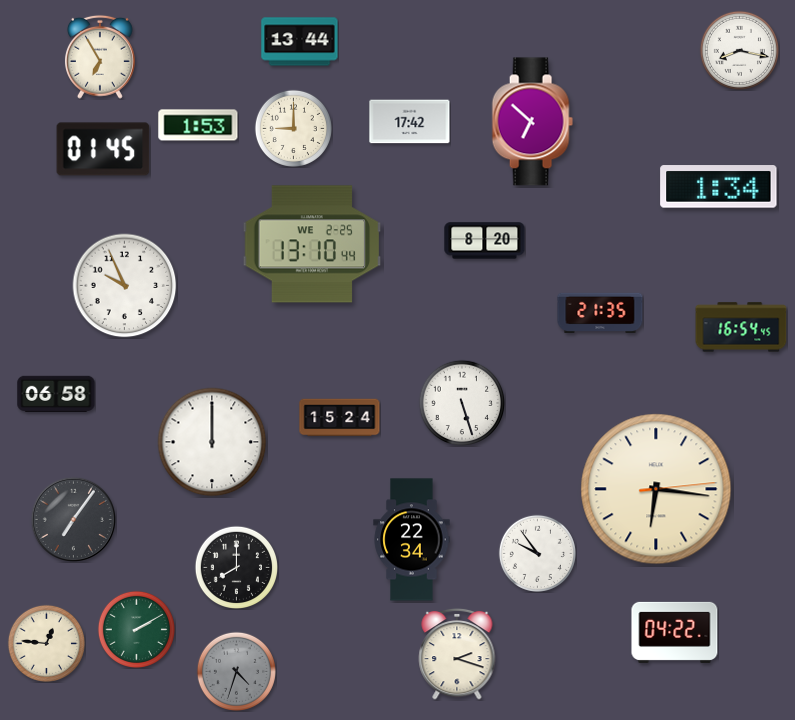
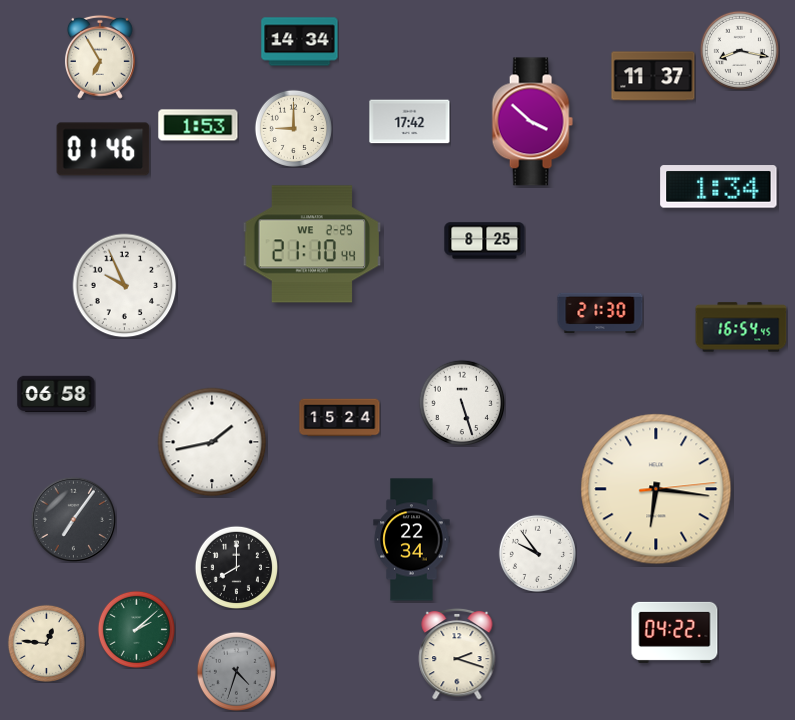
clock at (300, 42): 13:44 -> 14:34
clock at (653, 76): none -> 11:37
clock at (532, 122): 6:52 -> 3:52
clock at (103, 149): 01:45 -> 01:46
clock at (485, 241): 8:20 -> 8:25
clock at (312, 244): 13:10 -> 21:10
clock at (600, 312): 21:35 -> 21:30
clock at (212, 442): 12:00 -> 1:43
clock at (136, 629): 2:10 -> 2:08
